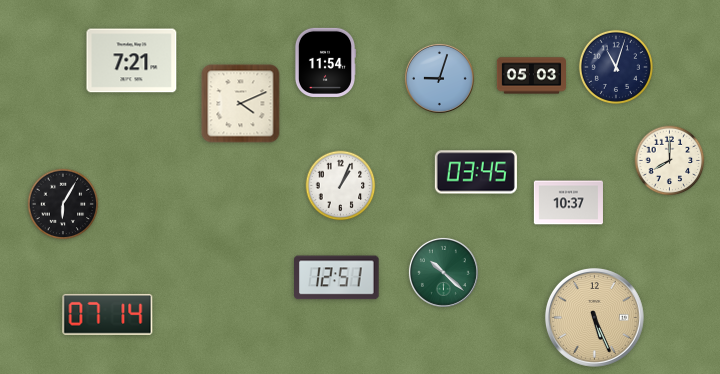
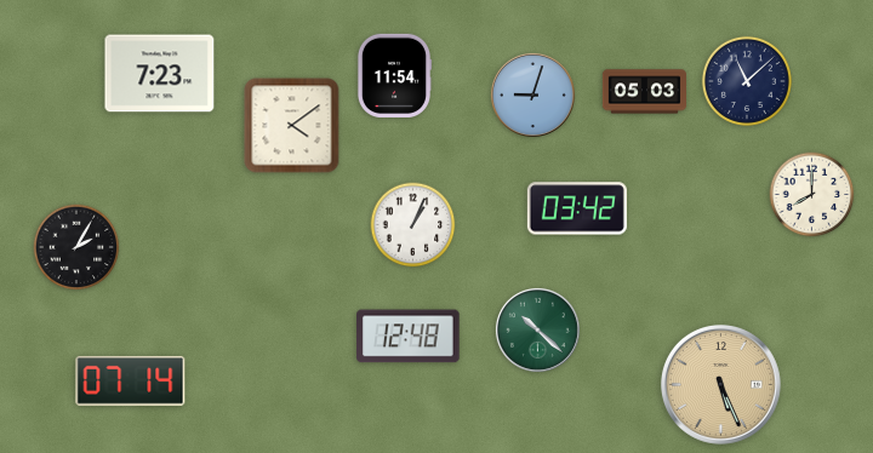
clock at (132, 61): 7:21 -> 7:23
clock at (616, 67): 11:03 -> 11:08
clock at (241, 104): 4:11 -> 4:09
clock at (476, 172): 03:45 -> 03:42
clock at (568, 203): 10:37 -> none
clock at (63, 204): 6:05 -> 2:05
clock at (337, 278): 12:51 -> 12:48
